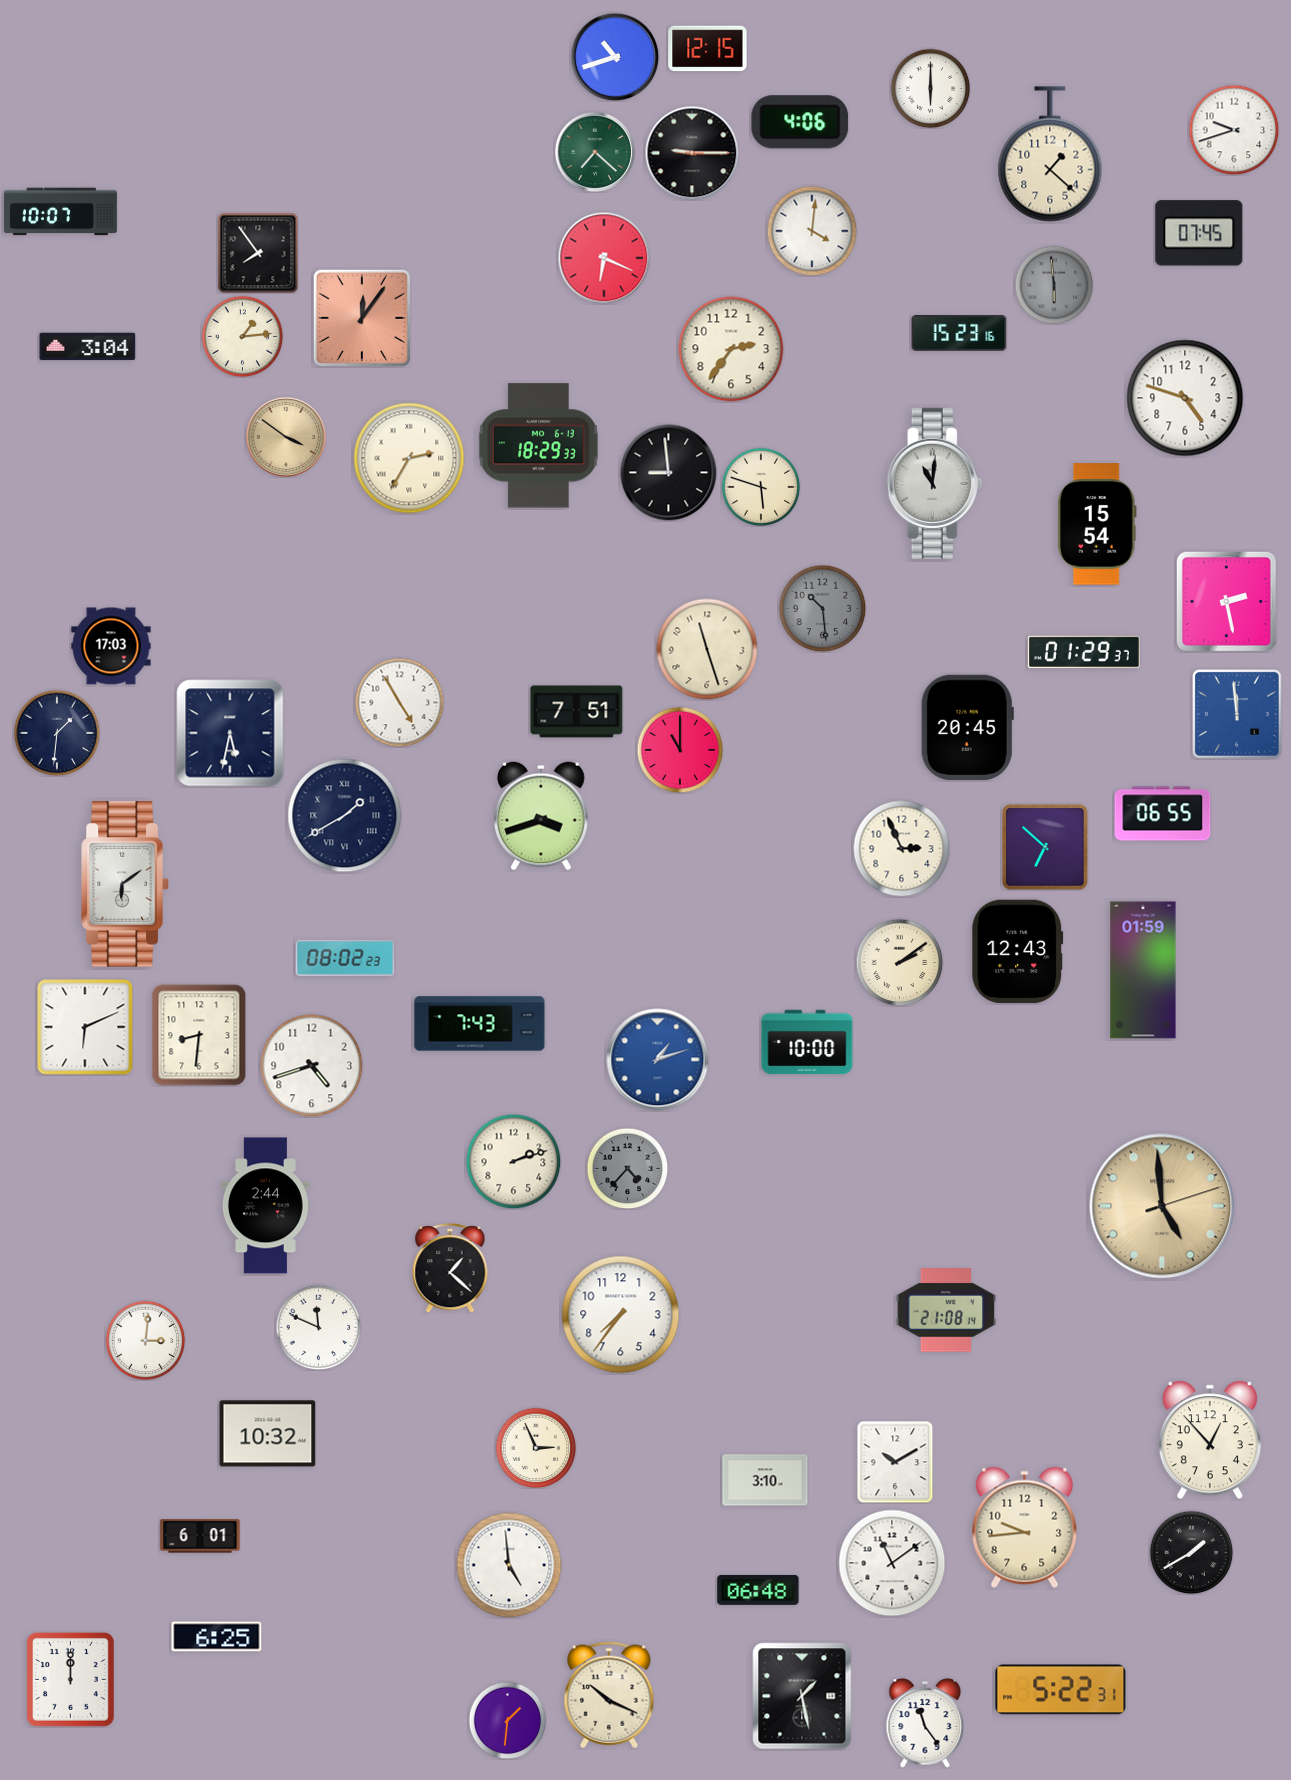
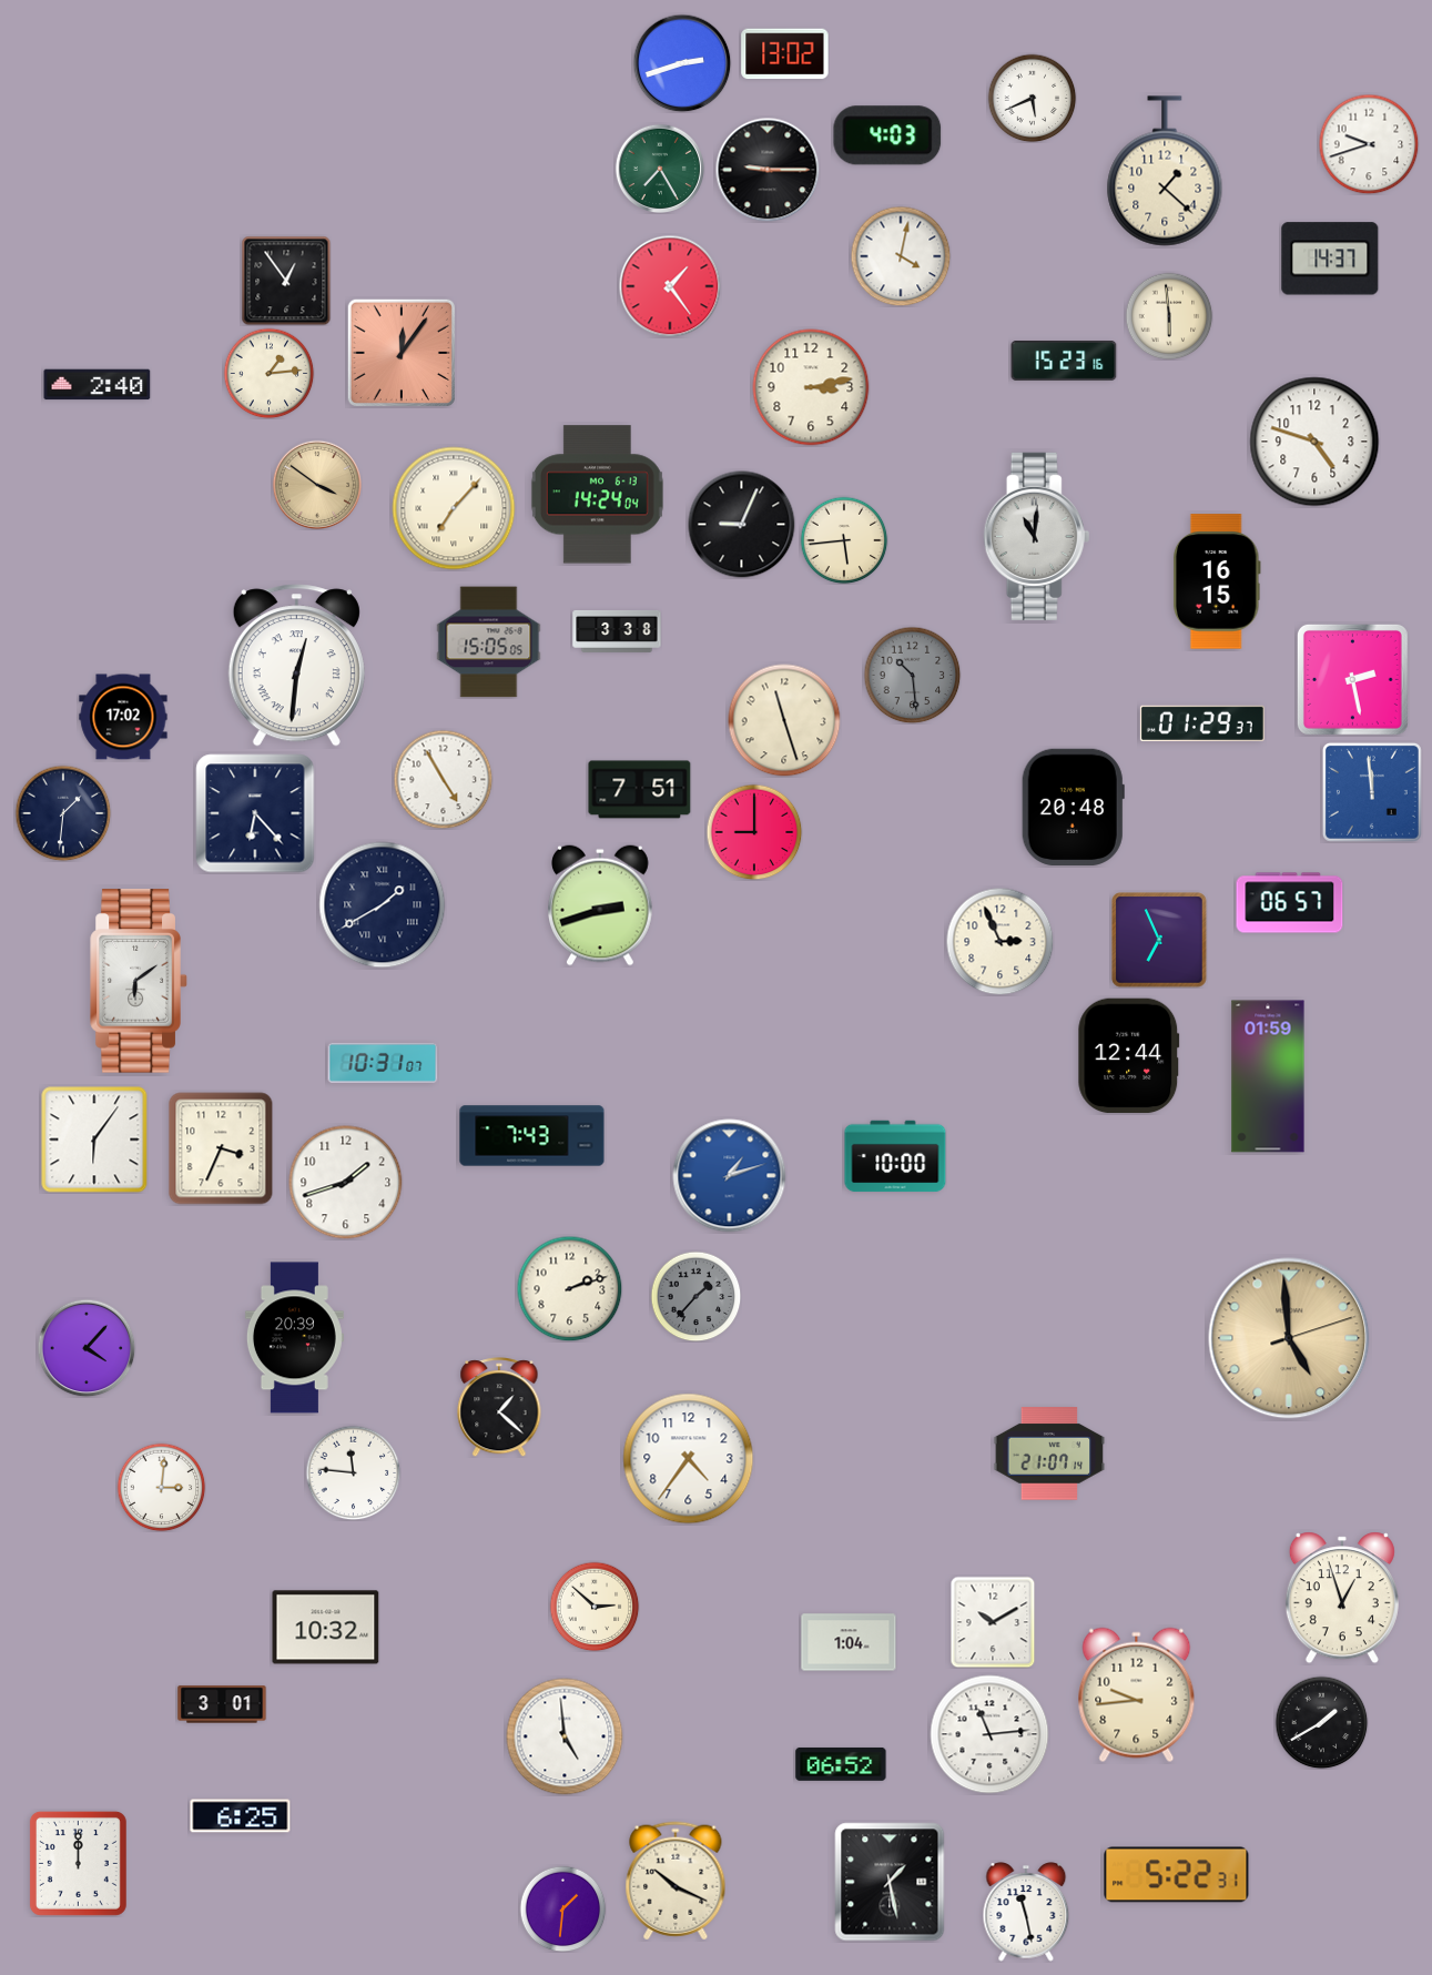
clock at (708, 49): 12:15 -> 13:02
clock at (615, 57): 10:42 -> 2:42
clock at (930, 88): 6:00 -> 5:41
clock at (800, 122): 4:06 -> 4:03
clock at (594, 151): 7:22 -> 7:25
clock at (60, 212): 10:07 -> none
clock at (812, 231): 4:01 -> 4:02
clock at (1199, 233): 07:45 -> 14:37
clock at (258, 253): 7:54 -> 12:54
clock at (604, 258): 6:19 -> 1:24
clock at (1054, 285) dial: grey -> cream
clock at (959, 334) position: (959, 334) -> (1064, 362)
clock at (88, 347): 3:04 -> 2:40
clock at (731, 349): 2:36 -> 3:13
clock at (538, 446): 18:29 -> 14:24
clock at (409, 458): 2:35 -> 7:07
clock at (669, 473): 8:59 -> 9:04
clock at (761, 487): 5:48 -> 5:44
clock at (1097, 524): 15:54 -> 16:15
clock at (617, 631): none -> 3:38
clock at (489, 642): none -> 15:05
clock at (296, 666): none -> 12:31
clock at (1226, 601) position: (1226, 601) -> (1352, 679)
clock at (111, 646): 17:03 -> 17:02
clock at (967, 727): 20:45 -> 20:48
clock at (230, 733): 5:32 -> 6:23
clock at (680, 750): 11:00 -> 9:00
clock at (1163, 814): 06:55 -> 06:57
clock at (542, 816): 3:42 -> 2:42
clock at (1045, 847): 6:52 -> 6:56
clock at (1018, 952): 12:43 -> 12:44
clock at (345, 958): 08:02 -> 10:31
clock at (899, 962): 2:09 -> none
clock at (85, 1027): 6:11 -> 6:06
clock at (199, 1035): 8:31 -> 3:34
clock at (312, 1066): 4:42 -> 1:42
clock at (627, 1168): 4:37 -> 1:37
clock at (265, 1206): 2:44 -> 20:39
clock at (87, 1348): none -> 4:07
clock at (946, 1310): 21:08 -> 21:07
clock at (621, 1315): 7:36 -> 4:36
clock at (318, 1327): 11:49 -> 11:46
clock at (268, 1434) position: (268, 1434) -> (326, 1628)
clock at (1210, 1440): 12:53 -> 12:57
clock at (536, 1448): 2:56 -> 2:52
clock at (765, 1480): 3:10 -> 1:04
clock at (200, 1536): 6:01 -> 3:01
clock at (892, 1563): 11:09 -> 11:14
clock at (758, 1590): 06:48 -> 06:52
clock at (925, 1723): 11:24 -> 11:28
